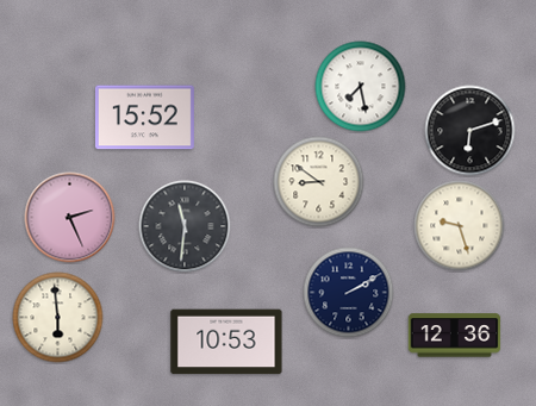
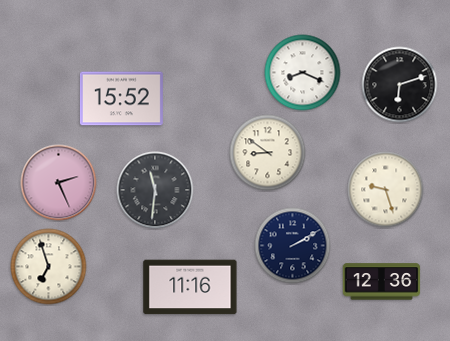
clock at (361, 87): 7:28 -> 8:19
clock at (470, 131) position: (470, 131) -> (400, 85)
clock at (58, 318): 5:59 -> 6:57
clock at (226, 342): 10:53 -> 11:16
